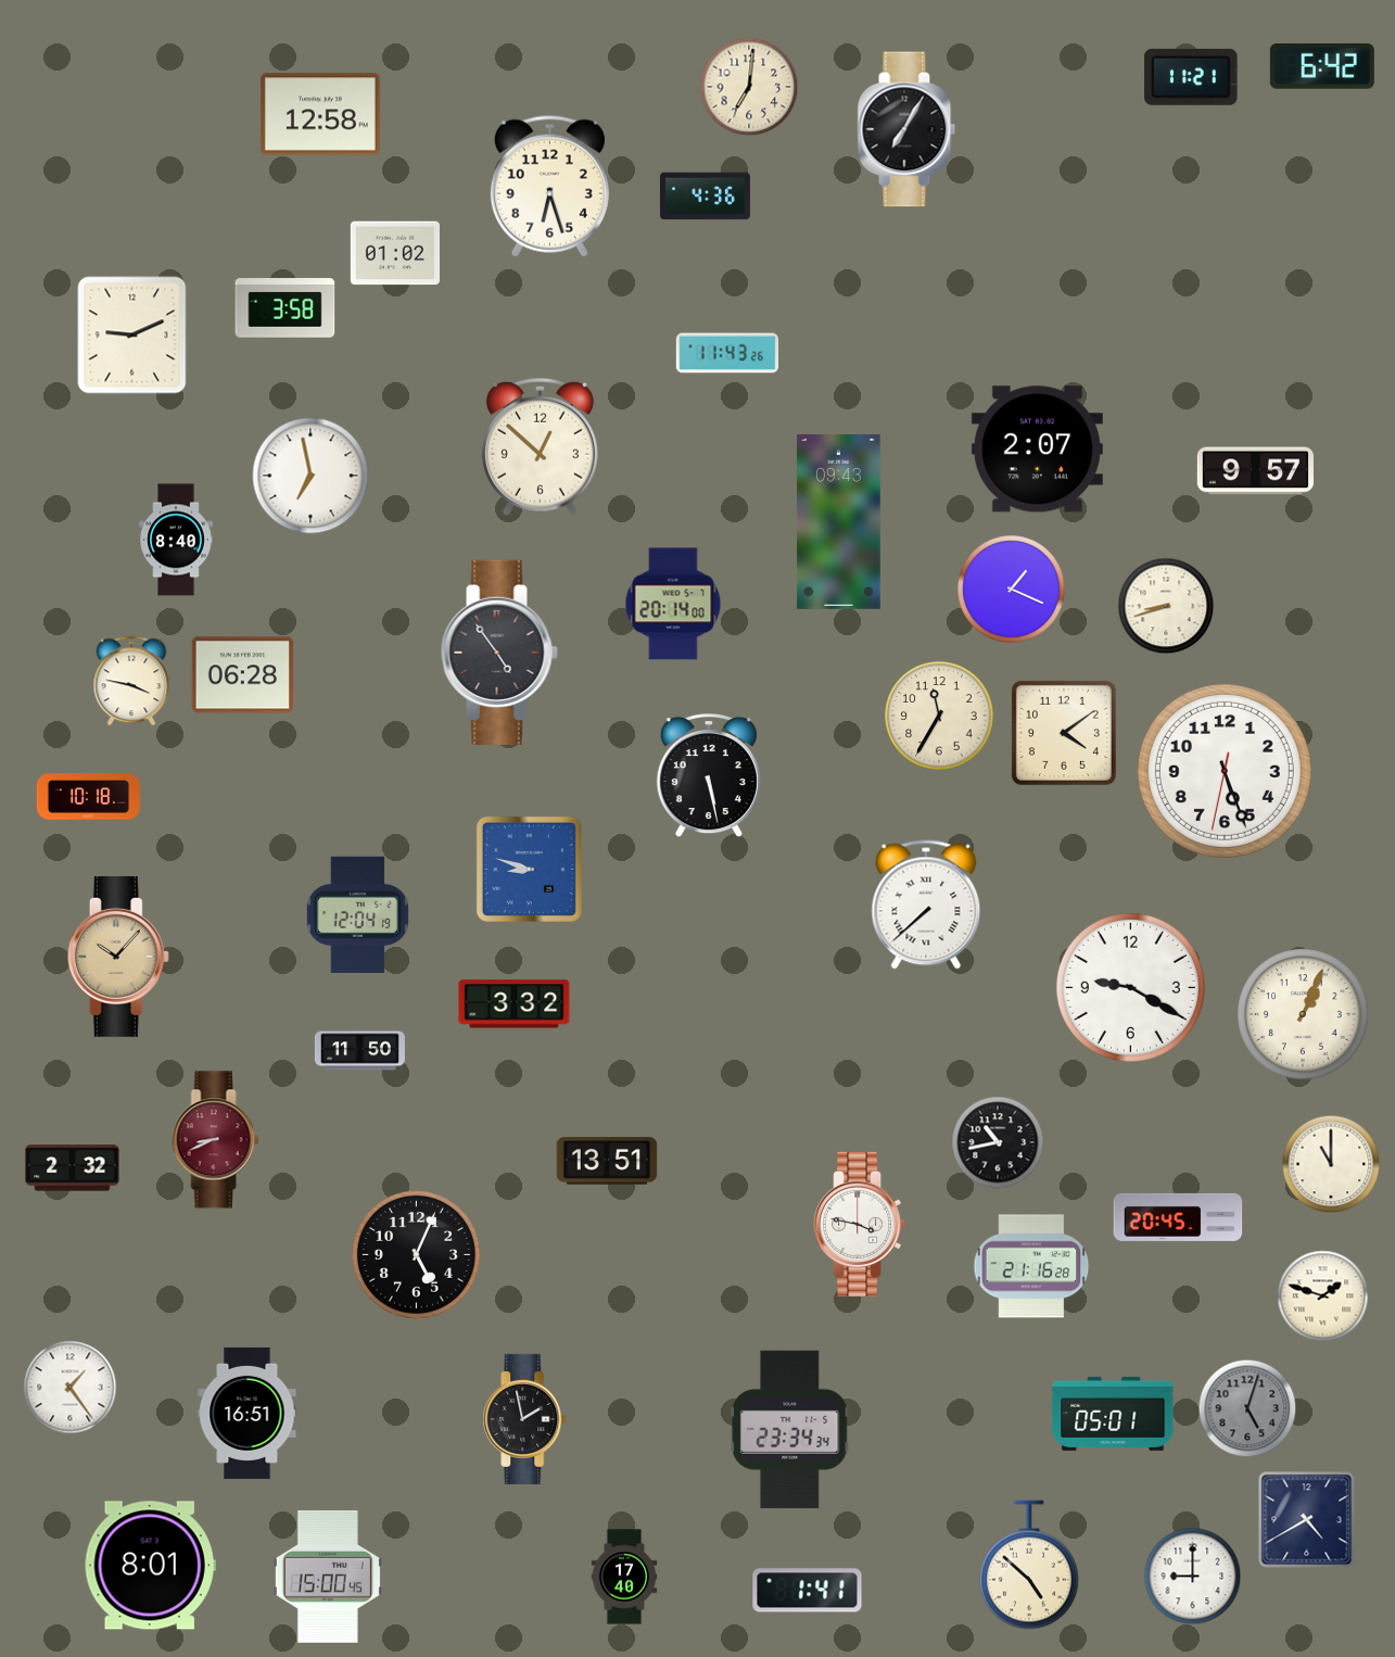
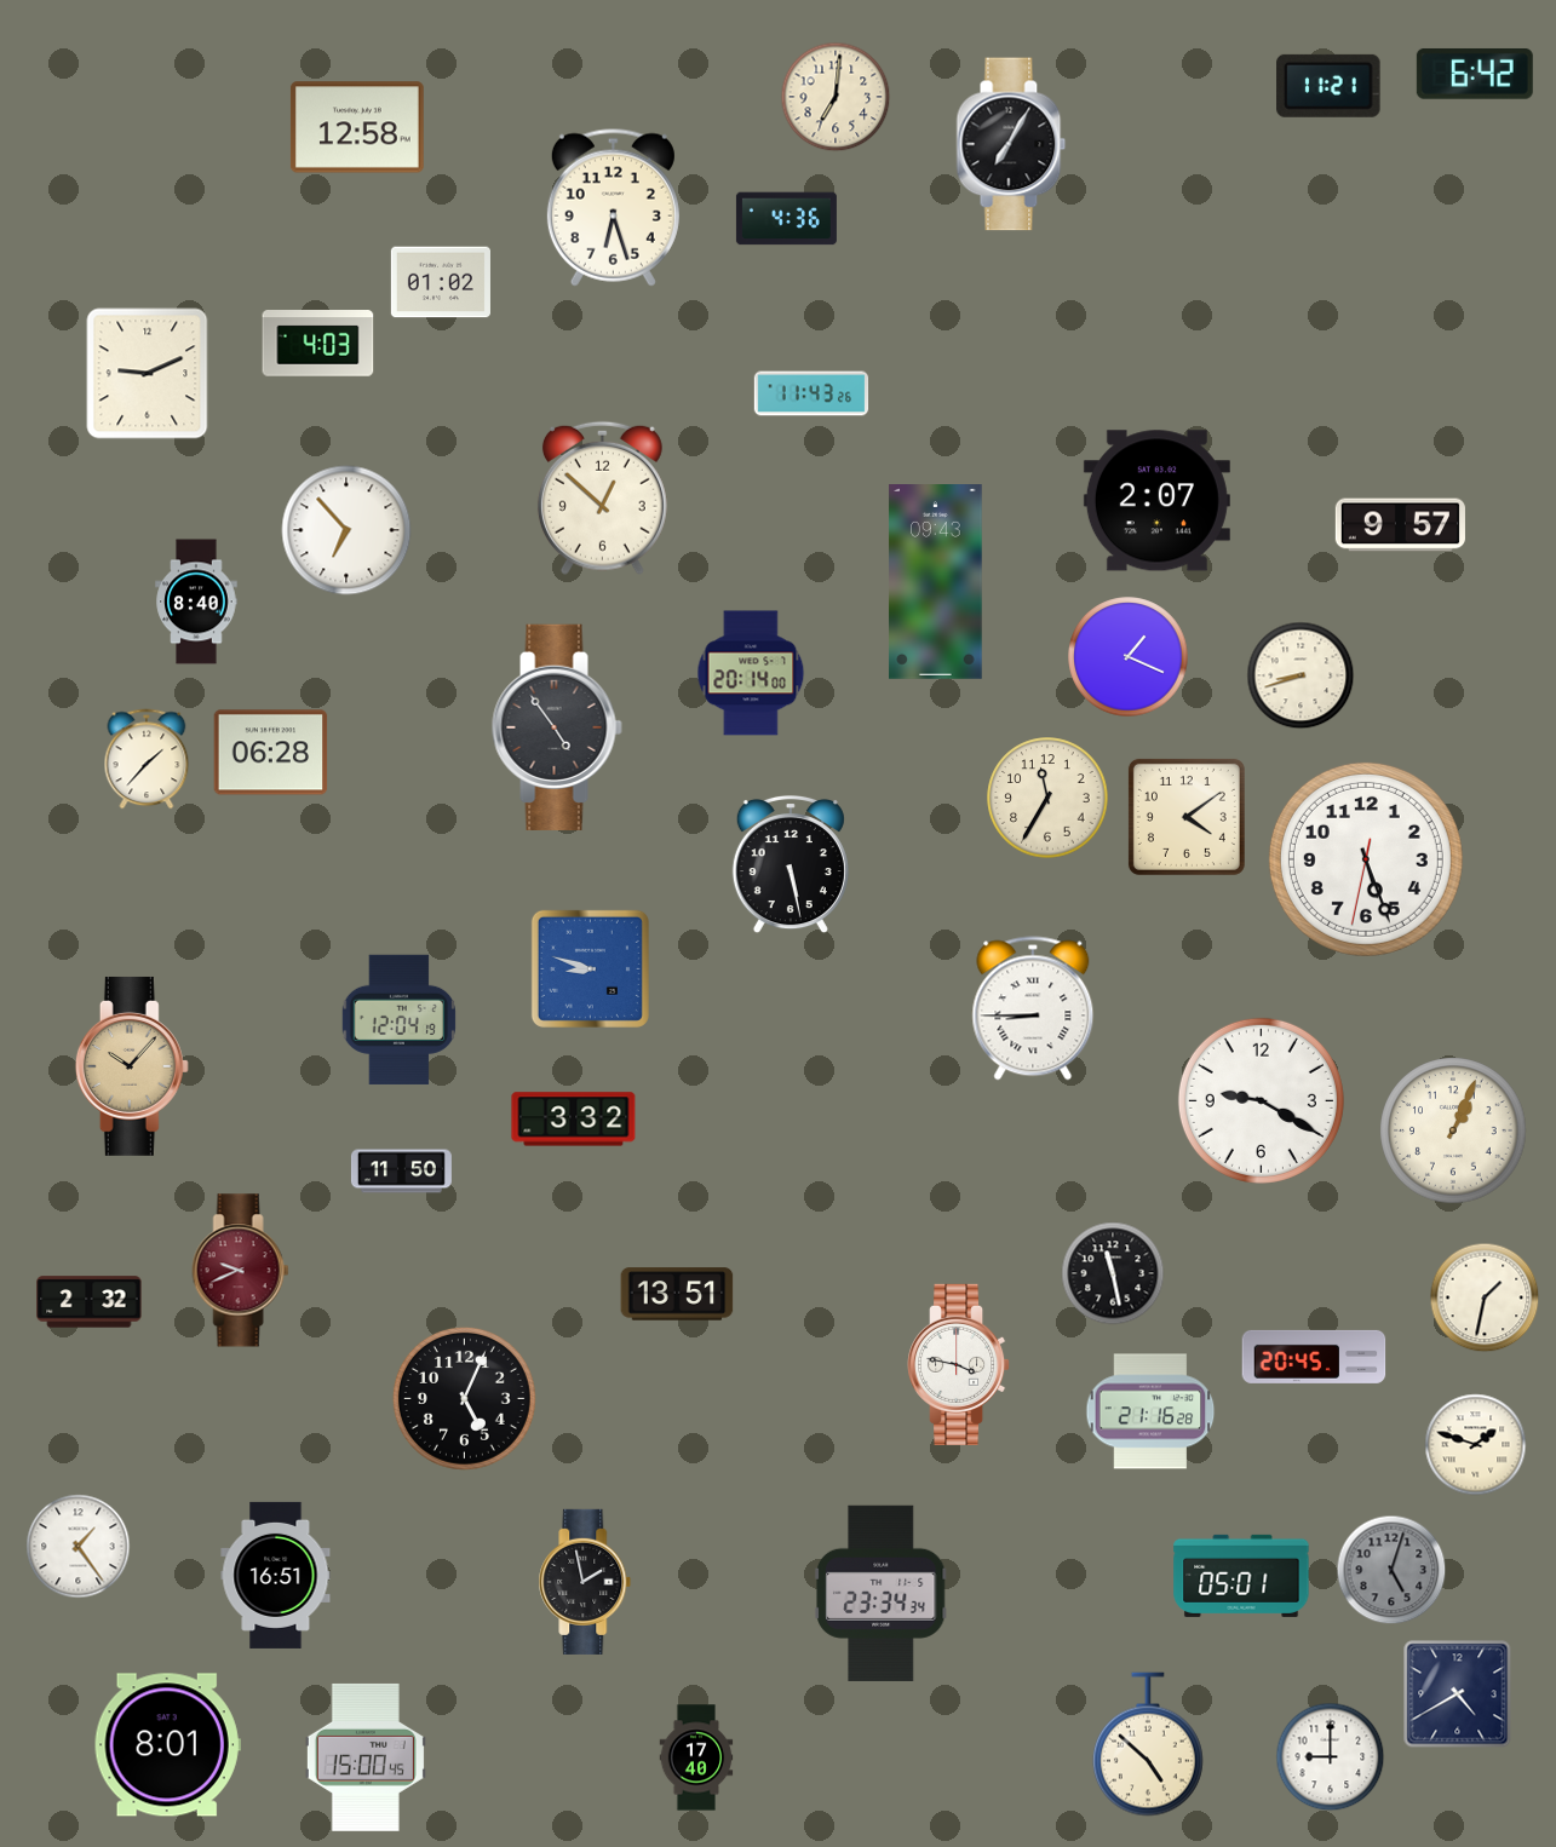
clock at (286, 308): 3:58 -> 4:03
clock at (310, 476): 6:58 -> 6:53
clock at (131, 681): 3:47 -> 1:37
clock at (88, 797): 10:18 -> none
clock at (926, 905): 7:38 -> 8:45
clock at (216, 1140): 8:41 -> 9:41
clock at (998, 1142): 10:43 -> 11:28
clock at (1331, 1164): 11:00 -> 1:32
clock at (73, 1168) position: (73, 1168) -> (90, 1302)
clock at (808, 1591): 1:41 -> none
